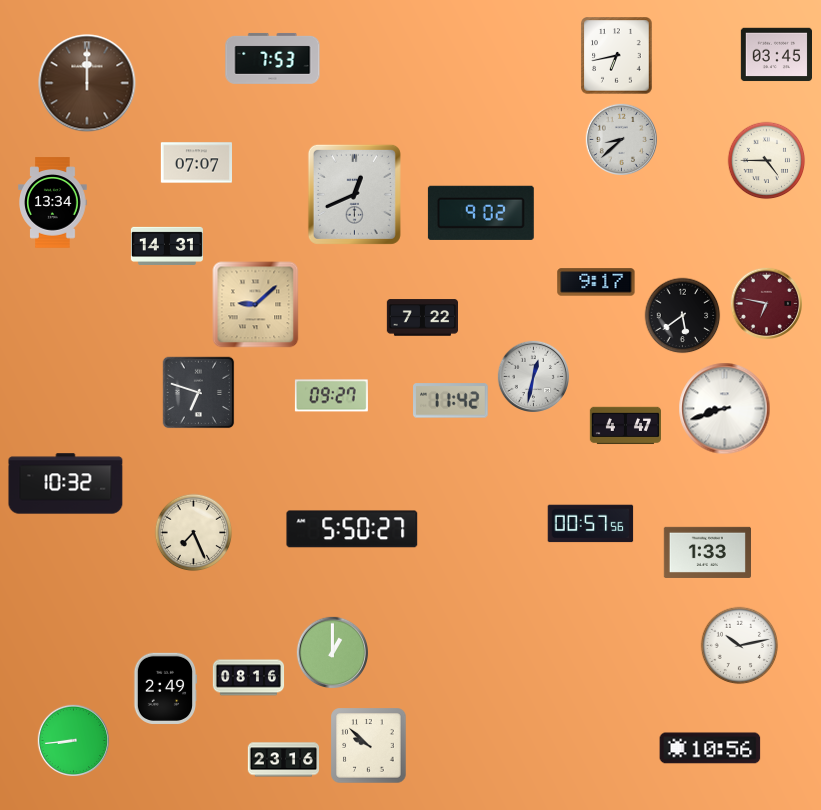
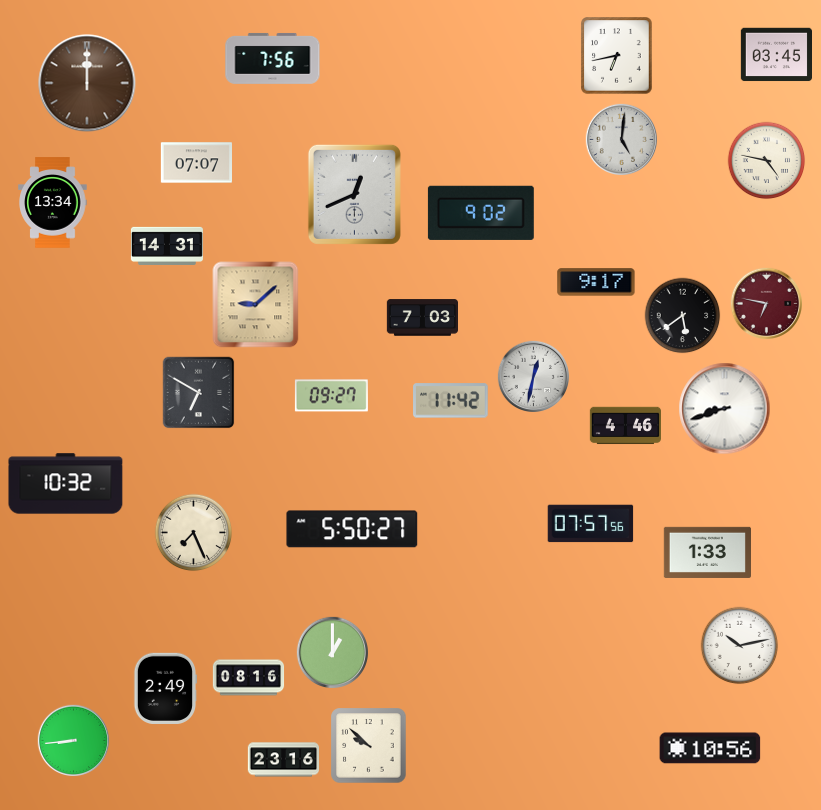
clock at (273, 58): 7:53 -> 7:56
clock at (622, 140): 8:38 -> 5:01
clock at (767, 161): 4:45 -> 4:47
clock at (422, 318): 7:22 -> 7:03
clock at (199, 393): 6:48 -> 6:50
clock at (625, 426): 4:47 -> 4:46
clock at (591, 524): 00:57 -> 07:57
